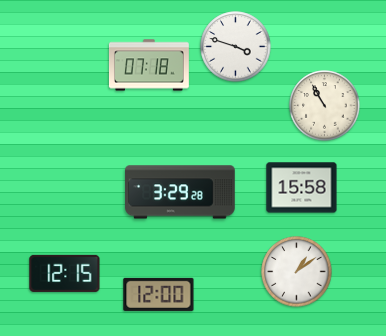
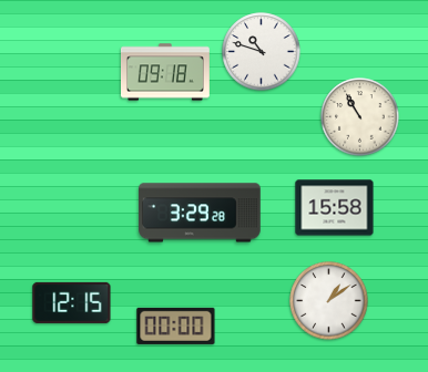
clock at (236, 47): 3:48 -> 10:48
clock at (149, 65): 07:18 -> 09:18
clock at (159, 294): 12:00 -> 00:00
